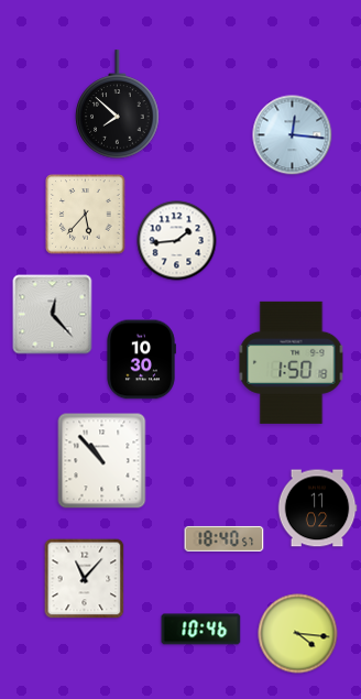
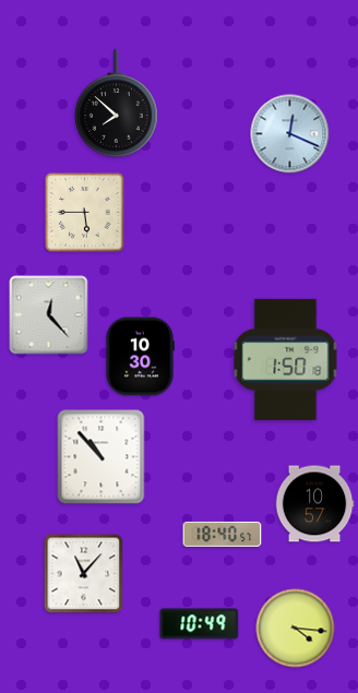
clock at (293, 135): 12:16 -> 12:19
clock at (86, 215): 5:37 -> 5:45
clock at (177, 241): 1:44 -> none
clock at (53, 315) position: (53, 315) -> (49, 315)
clock at (292, 362) position: (292, 362) -> (286, 359)
clock at (317, 509): 11:02 -> 10:57
clock at (201, 630): 10:46 -> 10:49
